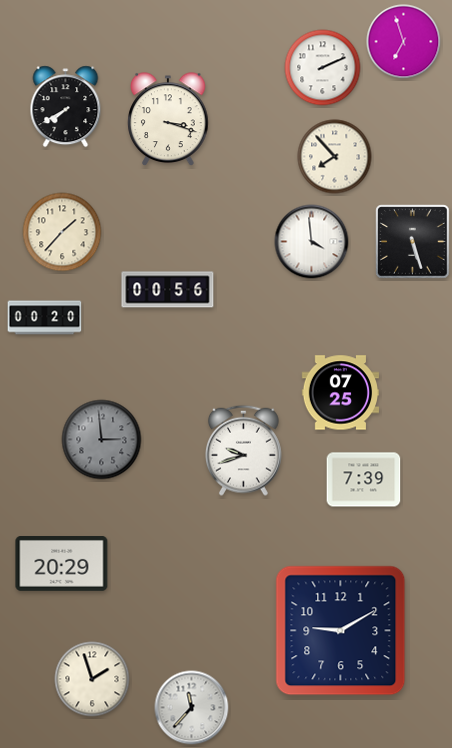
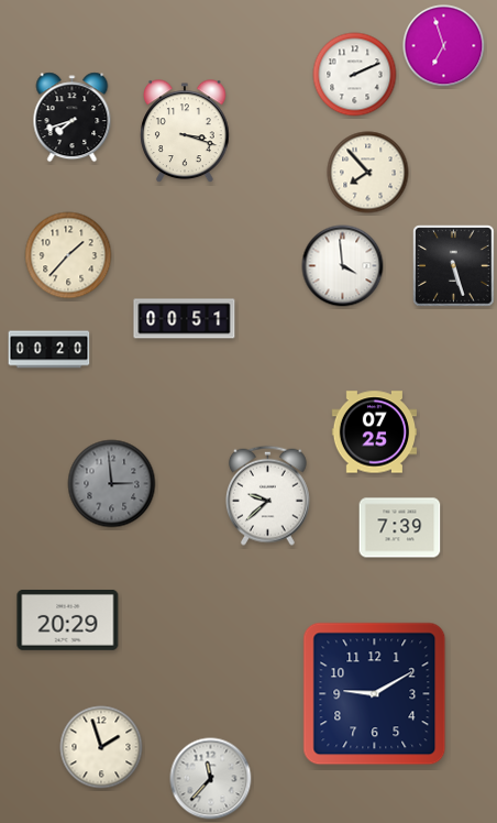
clock at (66, 107): 7:40 -> 7:42
clock at (168, 290): 00:56 -> 00:51
clock at (243, 450): 9:42 -> 9:38
